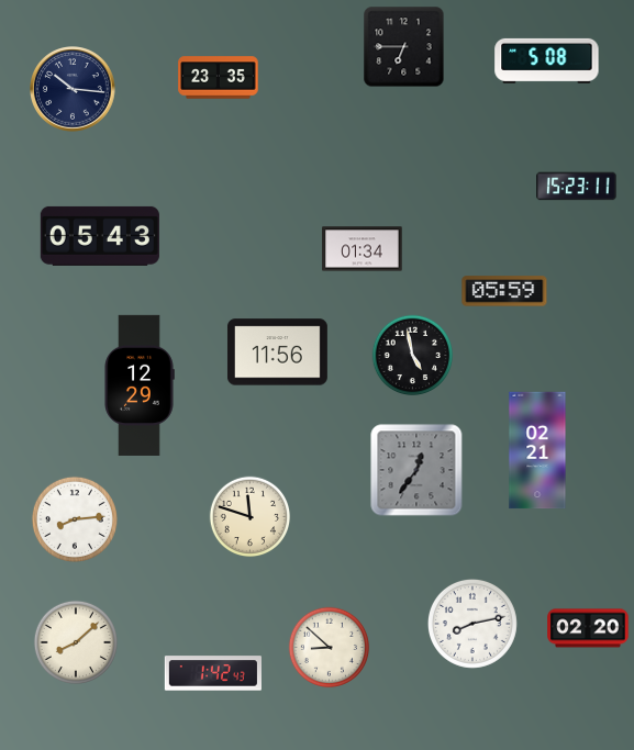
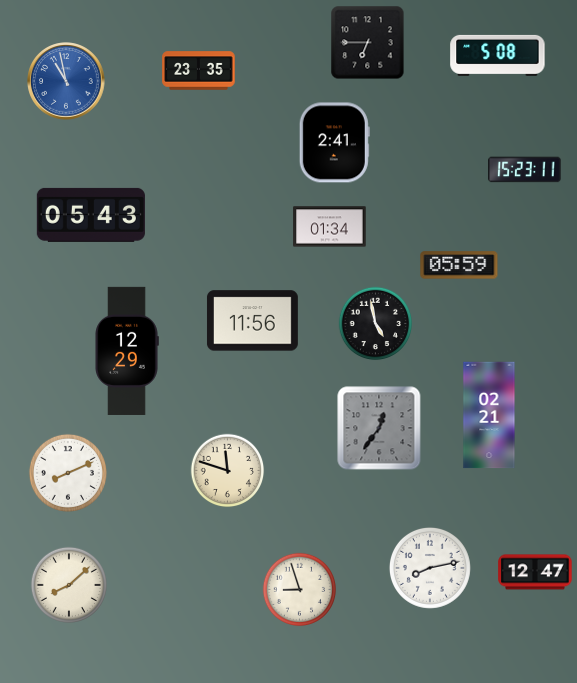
clock at (73, 89): 10:16 -> 10:58
clock at (73, 89) dial: navy -> blue
clock at (334, 143): none -> 2:41
clock at (537, 450) position: (537, 450) -> (489, 415)
clock at (75, 519): 8:14 -> 8:11
clock at (588, 628): 02:20 -> 12:47
clock at (330, 648): 8:52 -> 8:57
clock at (213, 673): 1:42 -> none
